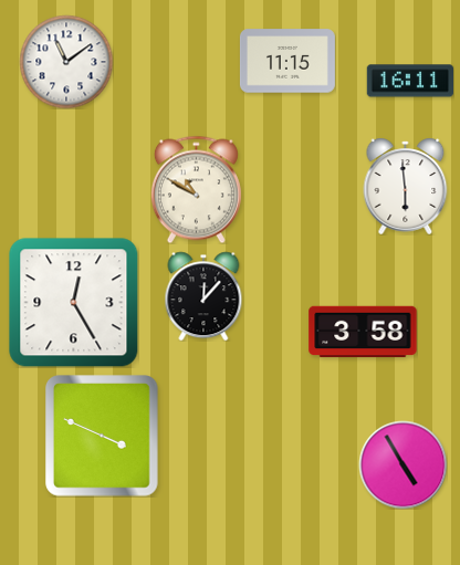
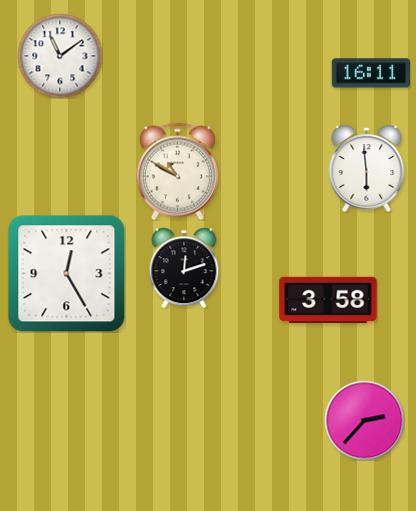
clock at (287, 61): 11:15 -> none
clock at (203, 296): 12:07 -> 12:12
clock at (102, 436): 3:49 -> none
clock at (402, 464): 4:55 -> 2:37
